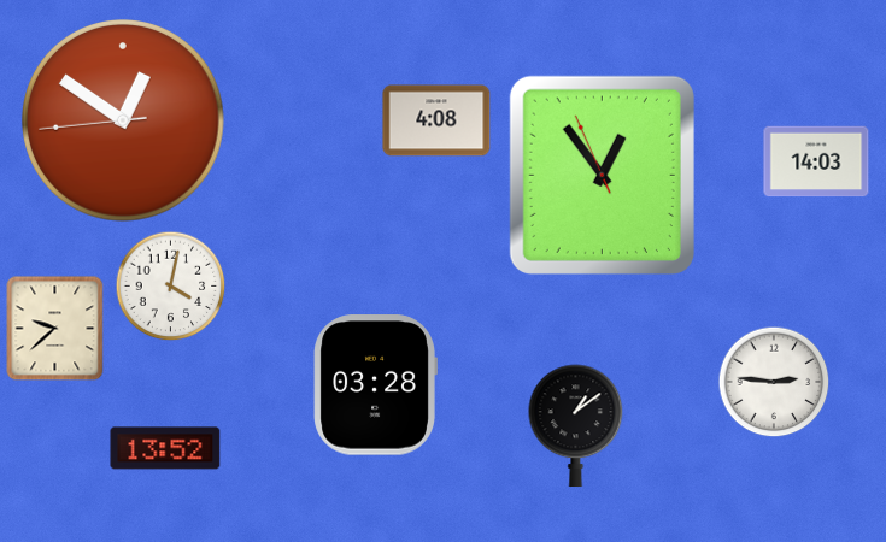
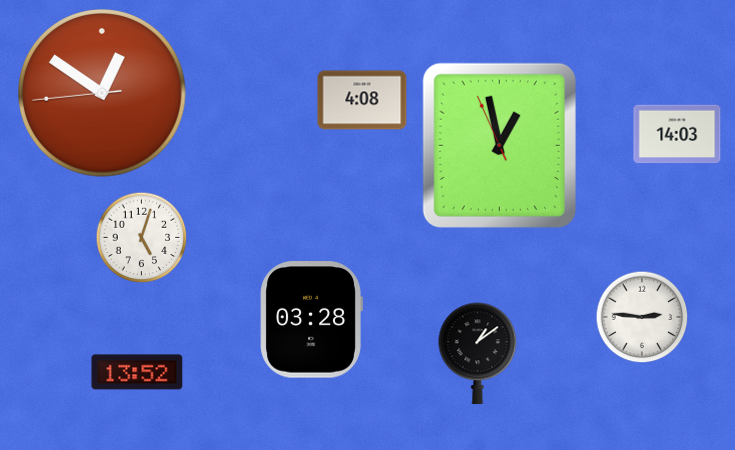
clock at (124, 122) position: (124, 122) -> (103, 94)
clock at (602, 175): 12:53 -> 12:57
clock at (170, 285): 4:02 -> 5:03
clock at (55, 328): 9:38 -> none
